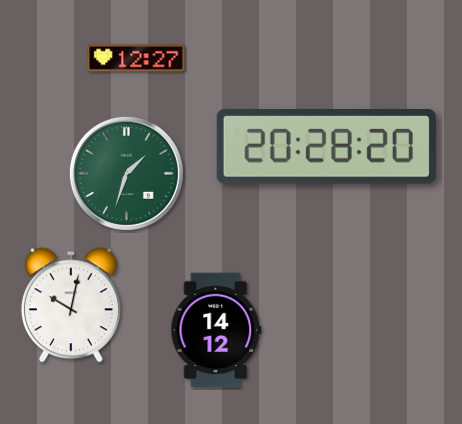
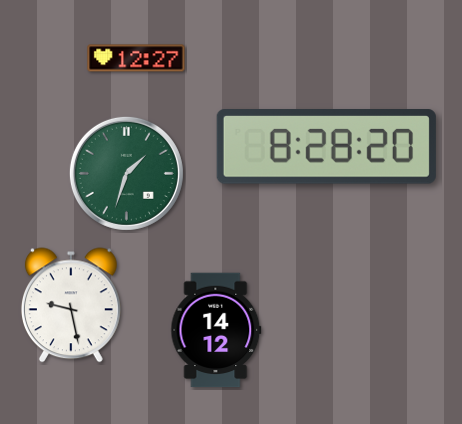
clock at (326, 147): 20:28 -> 8:28
clock at (71, 305): 10:02 -> 9:28
